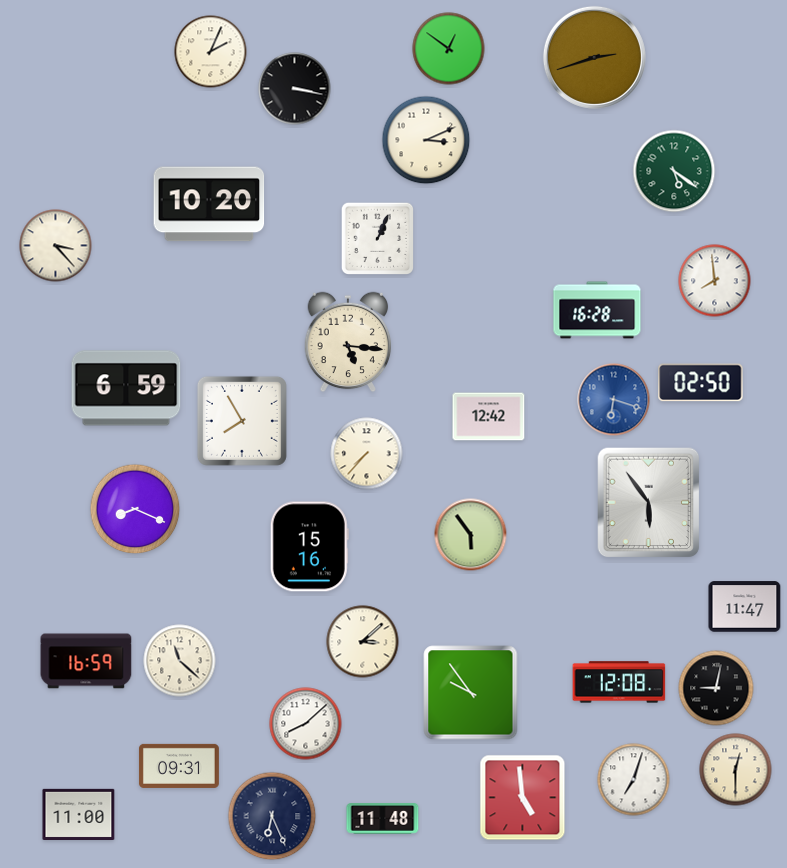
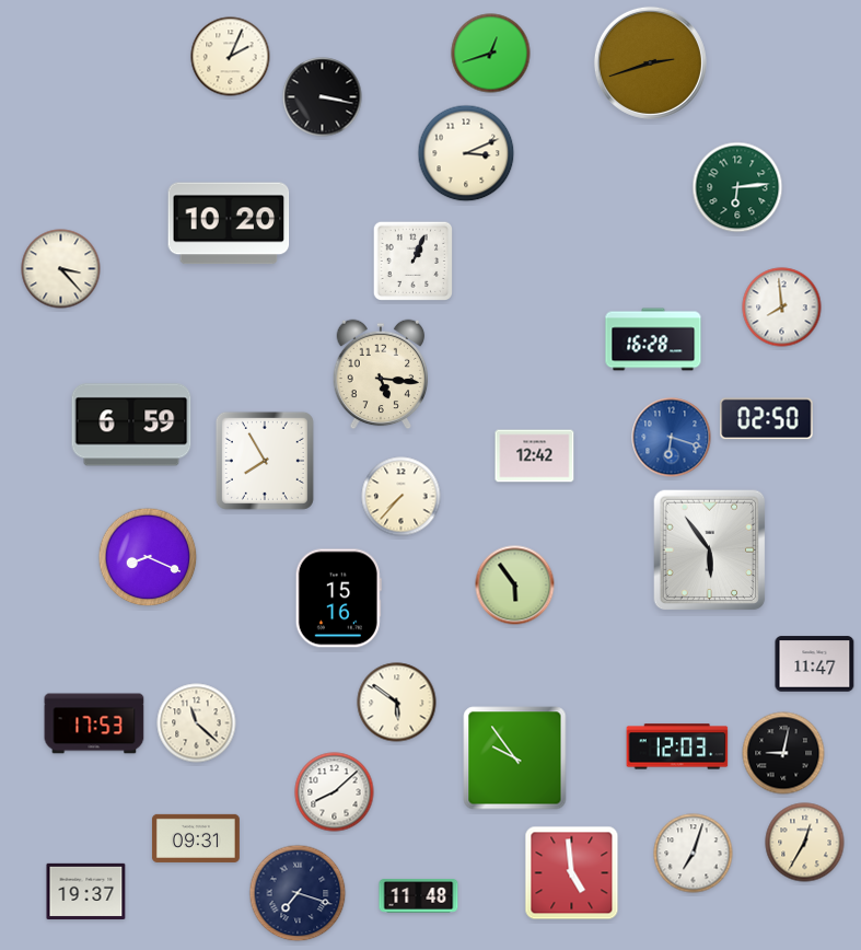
clock at (449, 49): 12:51 -> 12:42
clock at (674, 171): 5:21 -> 6:14
clock at (126, 388) position: (126, 388) -> (131, 425)
clock at (363, 642): 3:08 -> 5:51
clock at (86, 661): 16:59 -> 17:53
clock at (619, 682): 12:08 -> 12:03
clock at (736, 770): 12:30 -> 12:35
clock at (79, 814): 11:00 -> 19:37
clock at (272, 816): 6:26 -> 7:18
